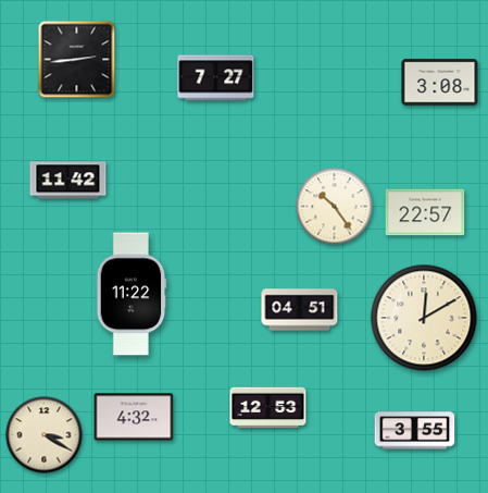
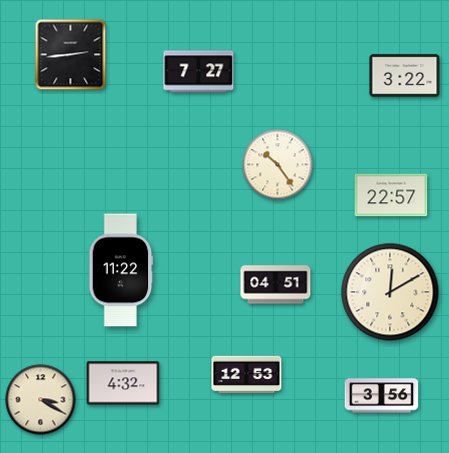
clock at (440, 83): 3:08 -> 3:22
clock at (68, 181): 11:42 -> none
clock at (335, 207) position: (335, 207) -> (278, 165)
clock at (415, 431): 3:55 -> 3:56
